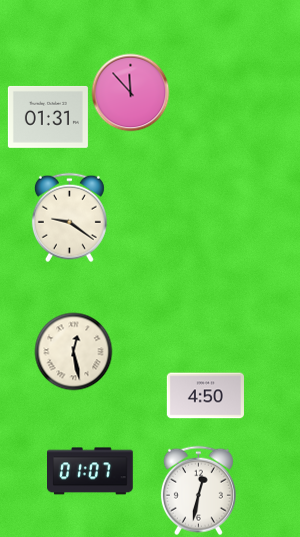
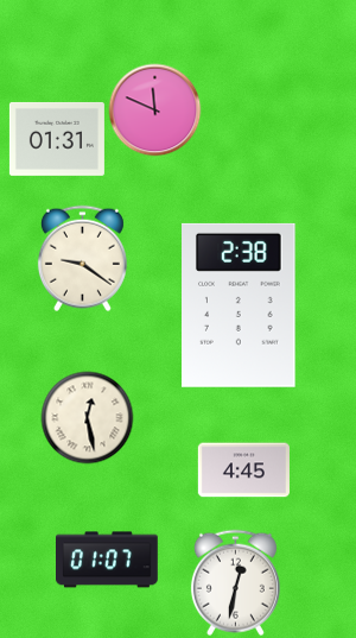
clock at (130, 92): 11:53 -> 11:49
clock at (240, 305): none -> 2:38
clock at (205, 396): 4:50 -> 4:45
